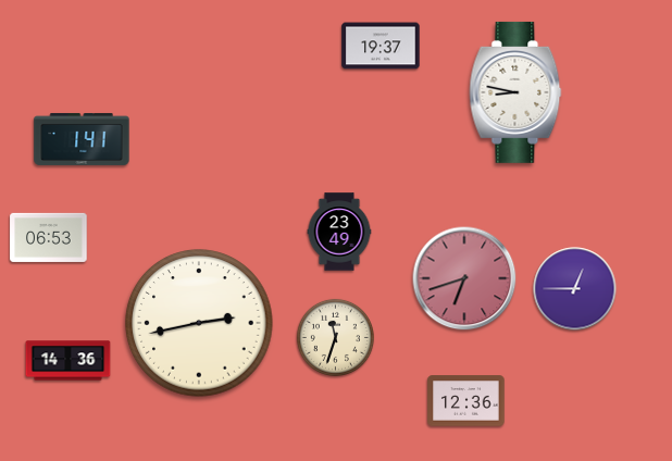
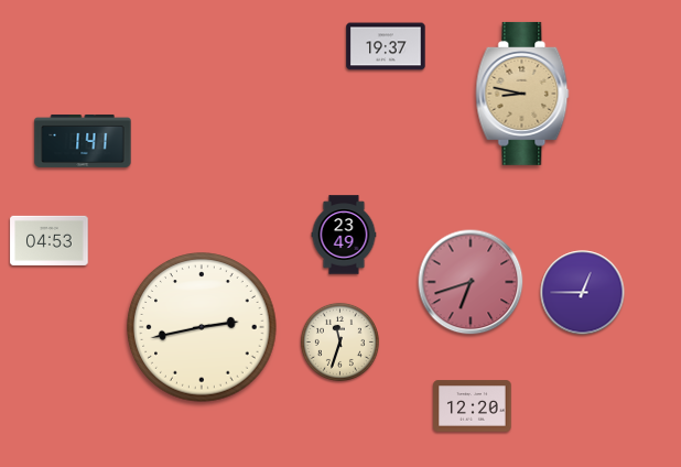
clock at (515, 92) dial: white -> champagne
clock at (49, 237): 06:53 -> 04:53
clock at (69, 361): 14:36 -> none
clock at (466, 401): 12:36 -> 12:20
